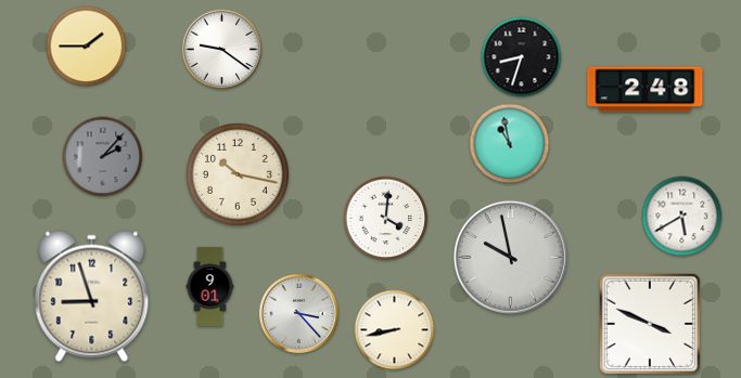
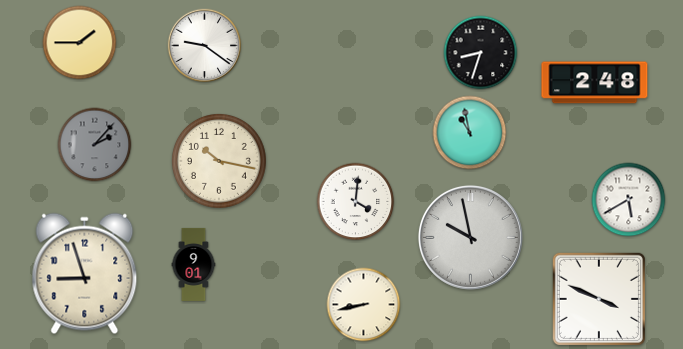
clock at (299, 314): 3:23 -> none
